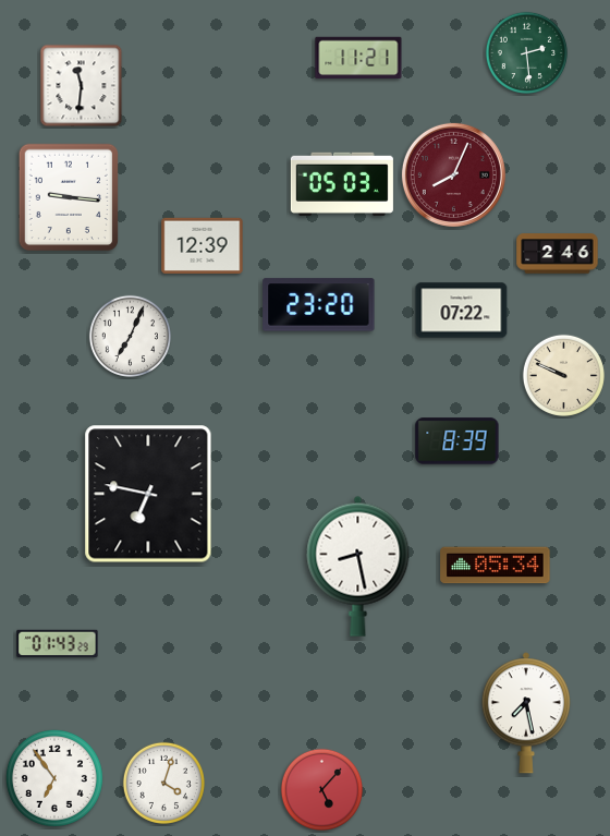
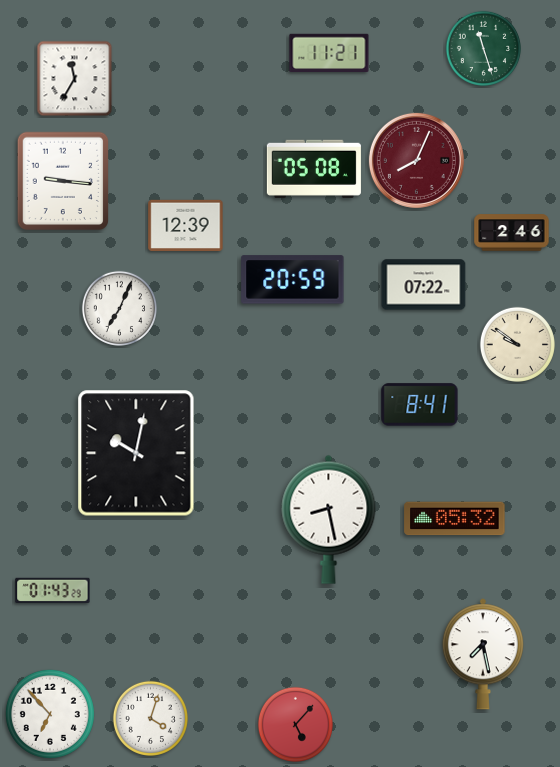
clock at (526, 52): 2:29 -> 11:27
clock at (82, 86): 11:31 -> 11:35
clock at (342, 184): 05:03 -> 05:08
clock at (319, 305): 23:20 -> 20:59
clock at (563, 375): 9:49 -> 9:51
clock at (457, 441): 8:39 -> 8:41
clock at (148, 494): 6:47 -> 10:02
clock at (496, 566): 05:34 -> 05:32
clock at (54, 778): 6:54 -> 6:53
